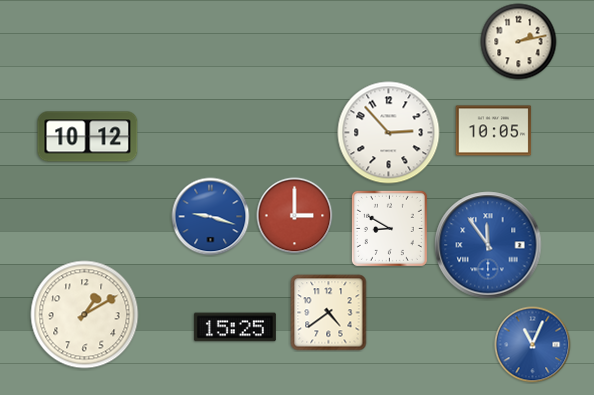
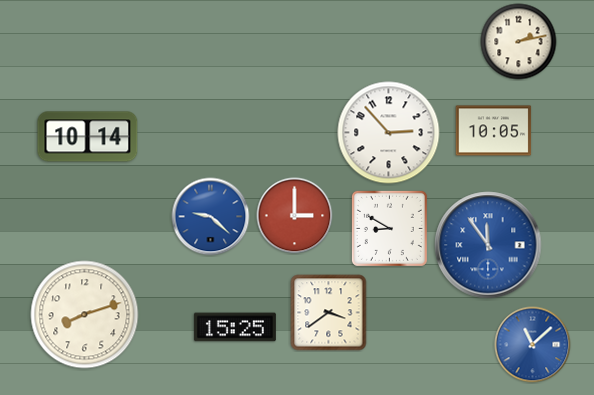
clock at (88, 137): 10:12 -> 10:14
clock at (211, 217): 9:18 -> 9:22
clock at (329, 313): 4:39 -> 3:39
clock at (85, 315): 1:10 -> 8:12
clock at (533, 345): 11:04 -> 11:08
